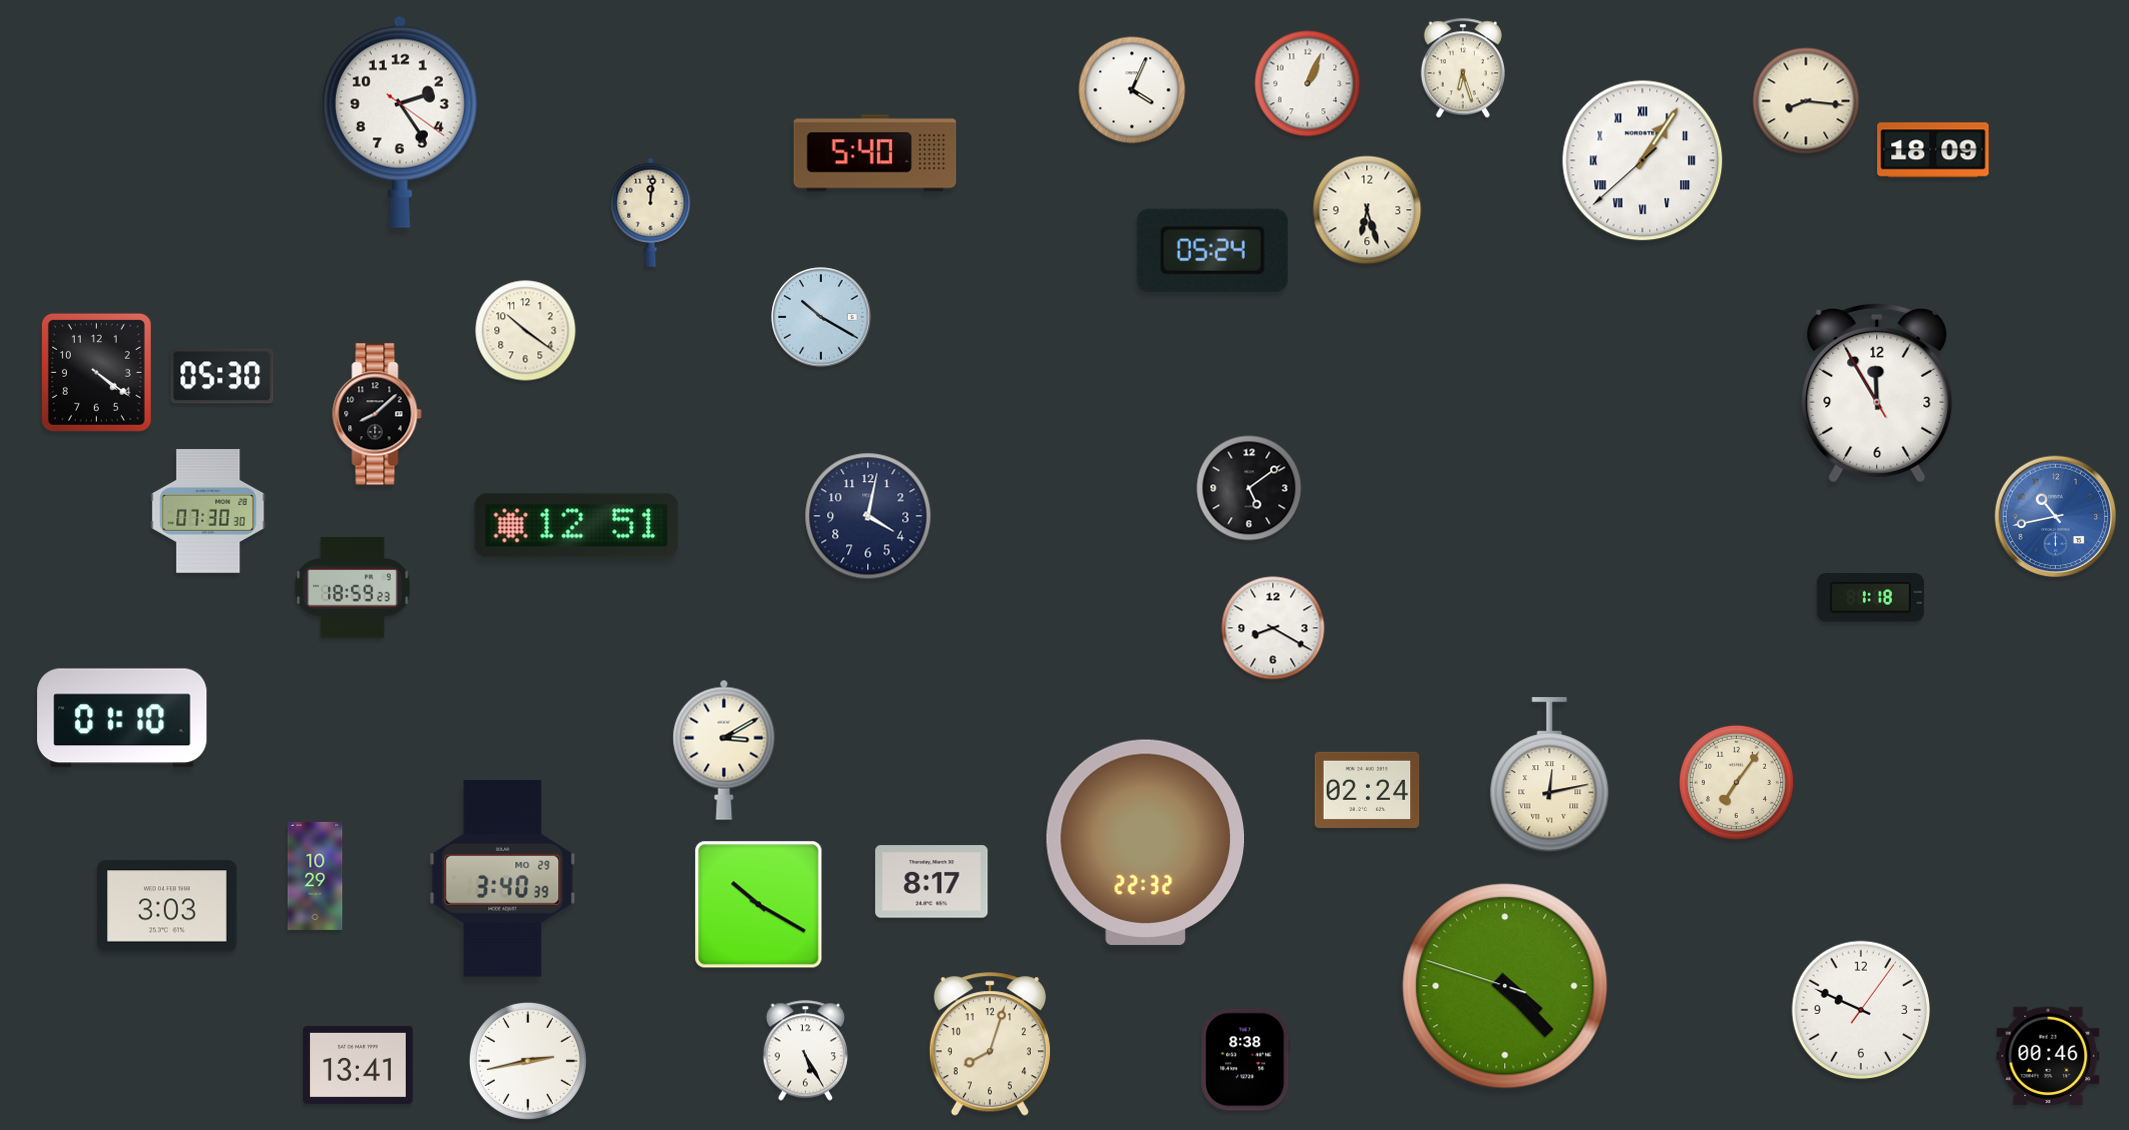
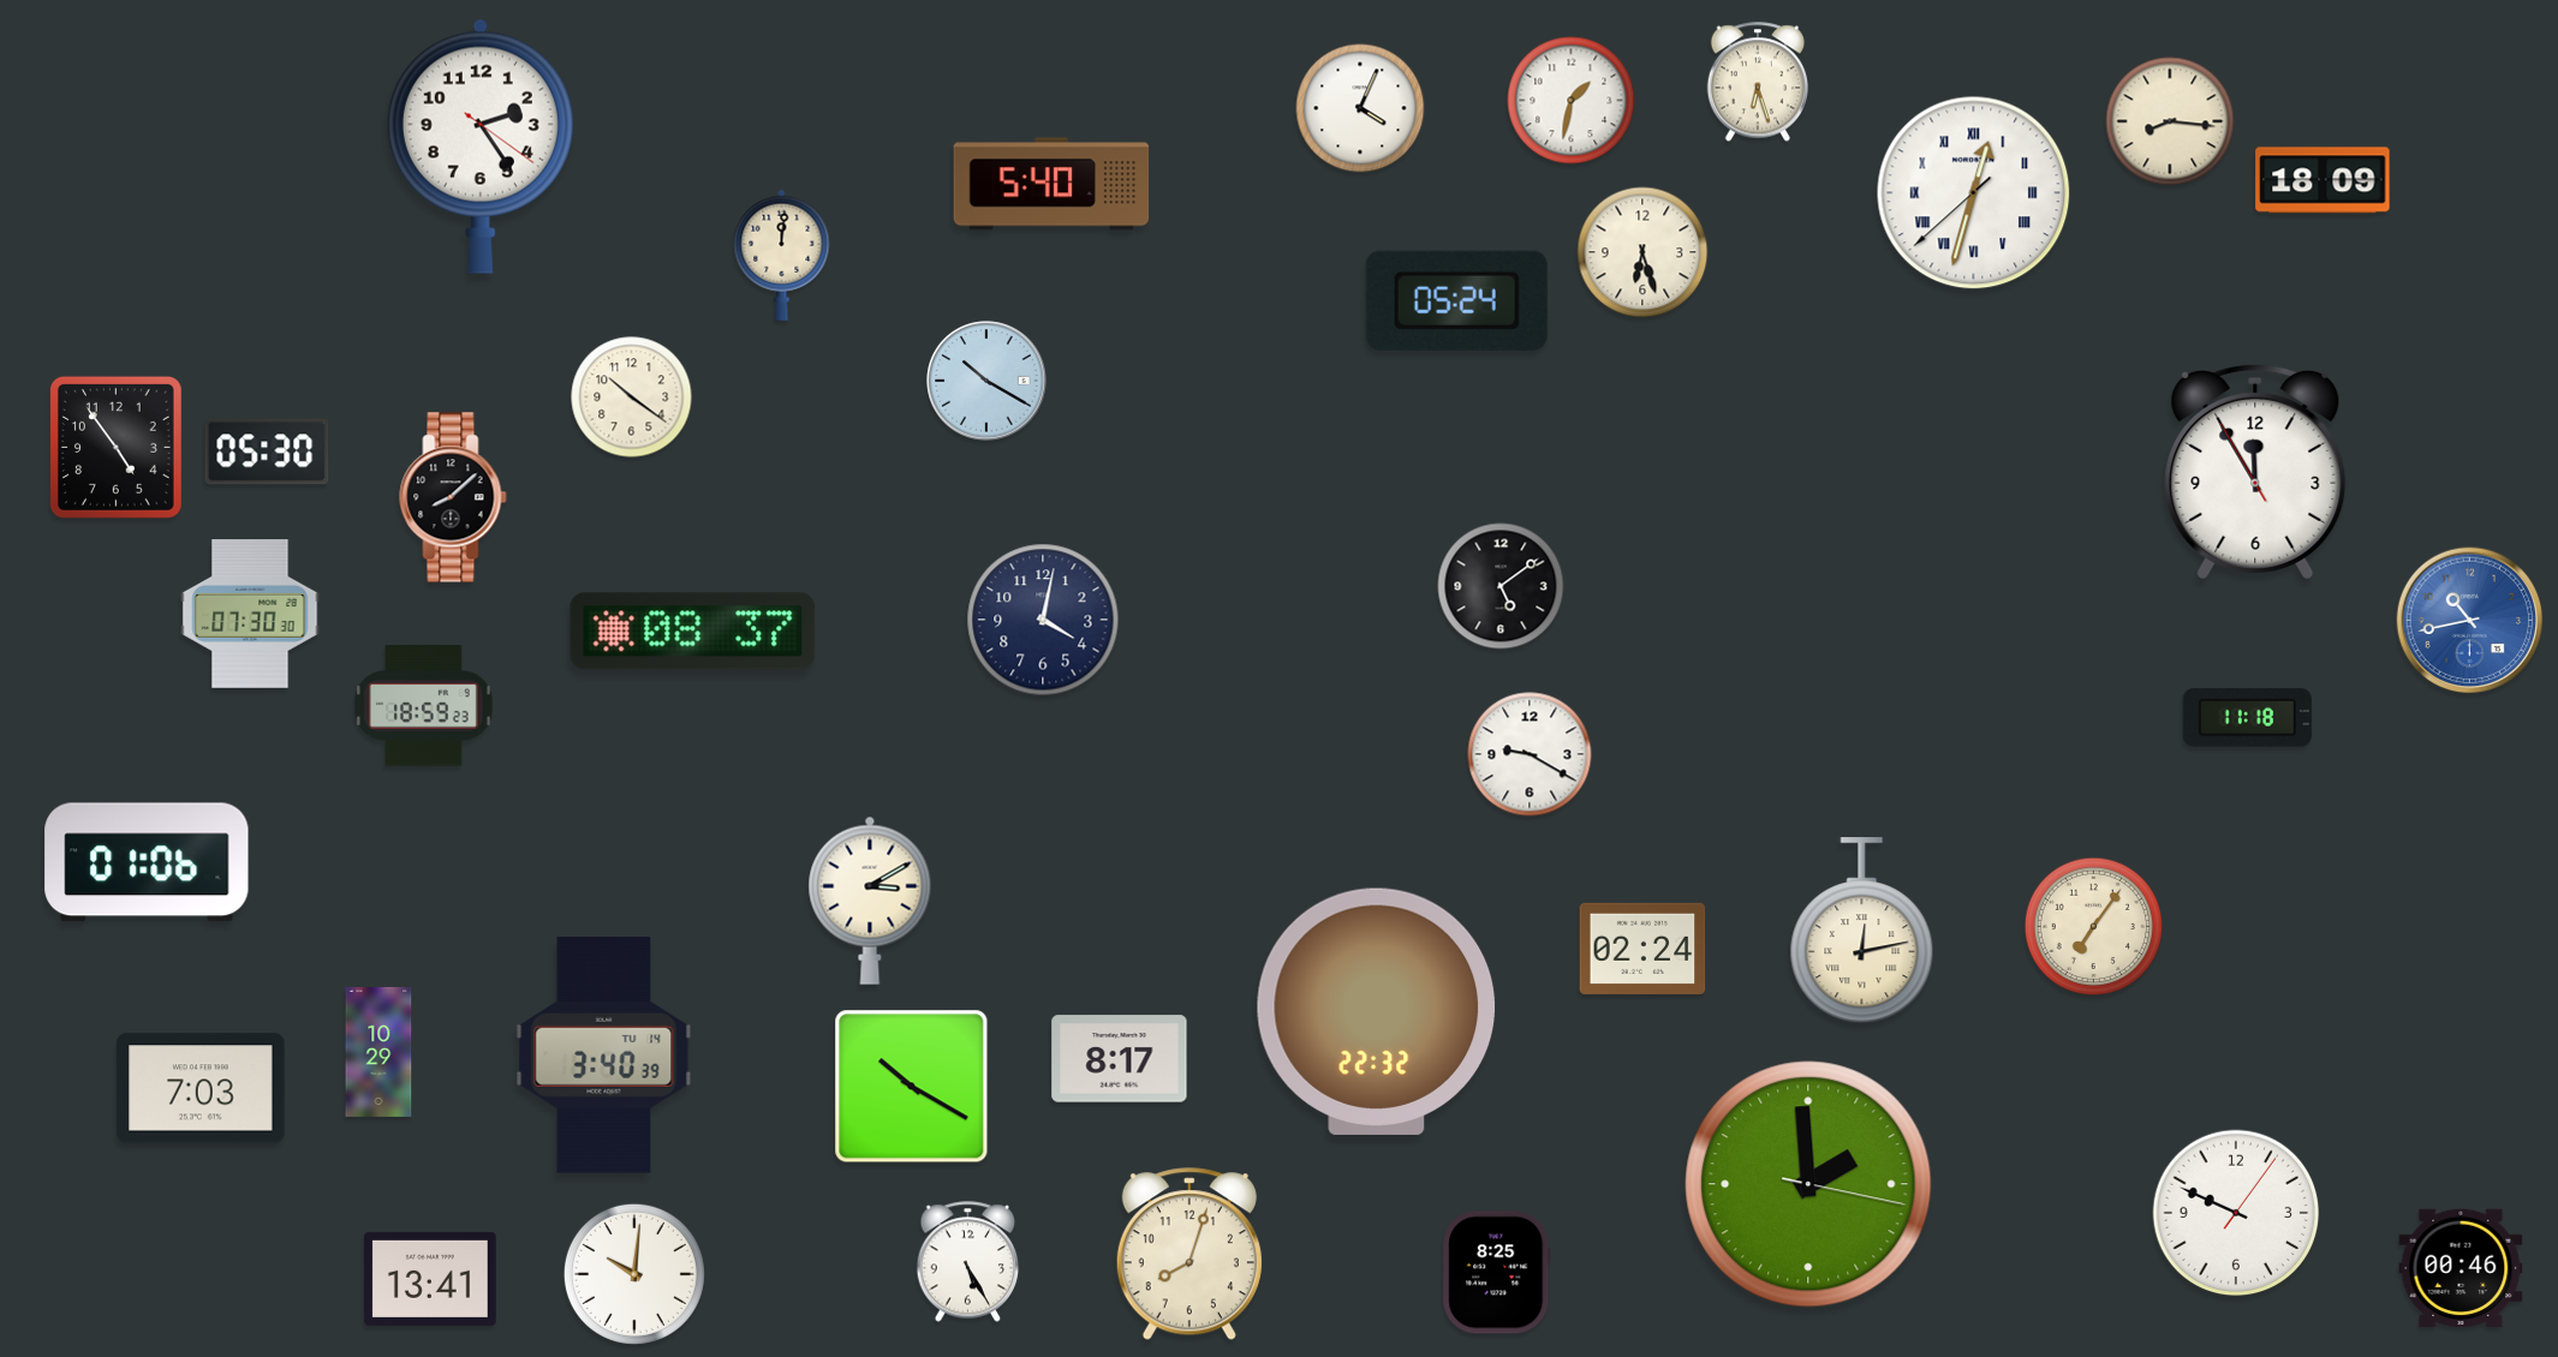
clock at (1308, 84): 1:04 -> 1:32
clock at (1643, 161): 1:05 -> 12:32
clock at (96, 372): 4:21 -> 4:54
clock at (577, 526): 12:51 -> 08:37
clock at (1870, 598): 1:18 -> 11:18
clock at (1273, 628): 8:20 -> 9:20
clock at (122, 718): 01:10 -> 01:06
clock at (1736, 782) position: (1736, 782) -> (2093, 926)
clock at (503, 879) date: MO 29 -> TU 14
clock at (167, 906): 3:03 -> 7:03
clock at (1505, 986): 4:22 -> 1:59
clock at (1246, 1060): 8:38 -> 8:25
clock at (528, 1061): 2:43 -> 10:01
